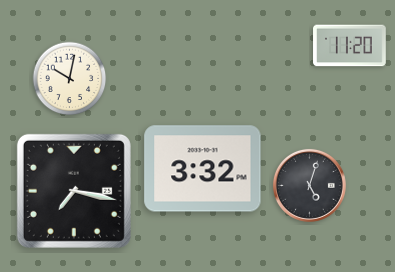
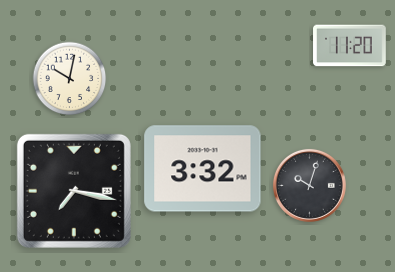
clock at (309, 185): 5:03 -> 10:03
